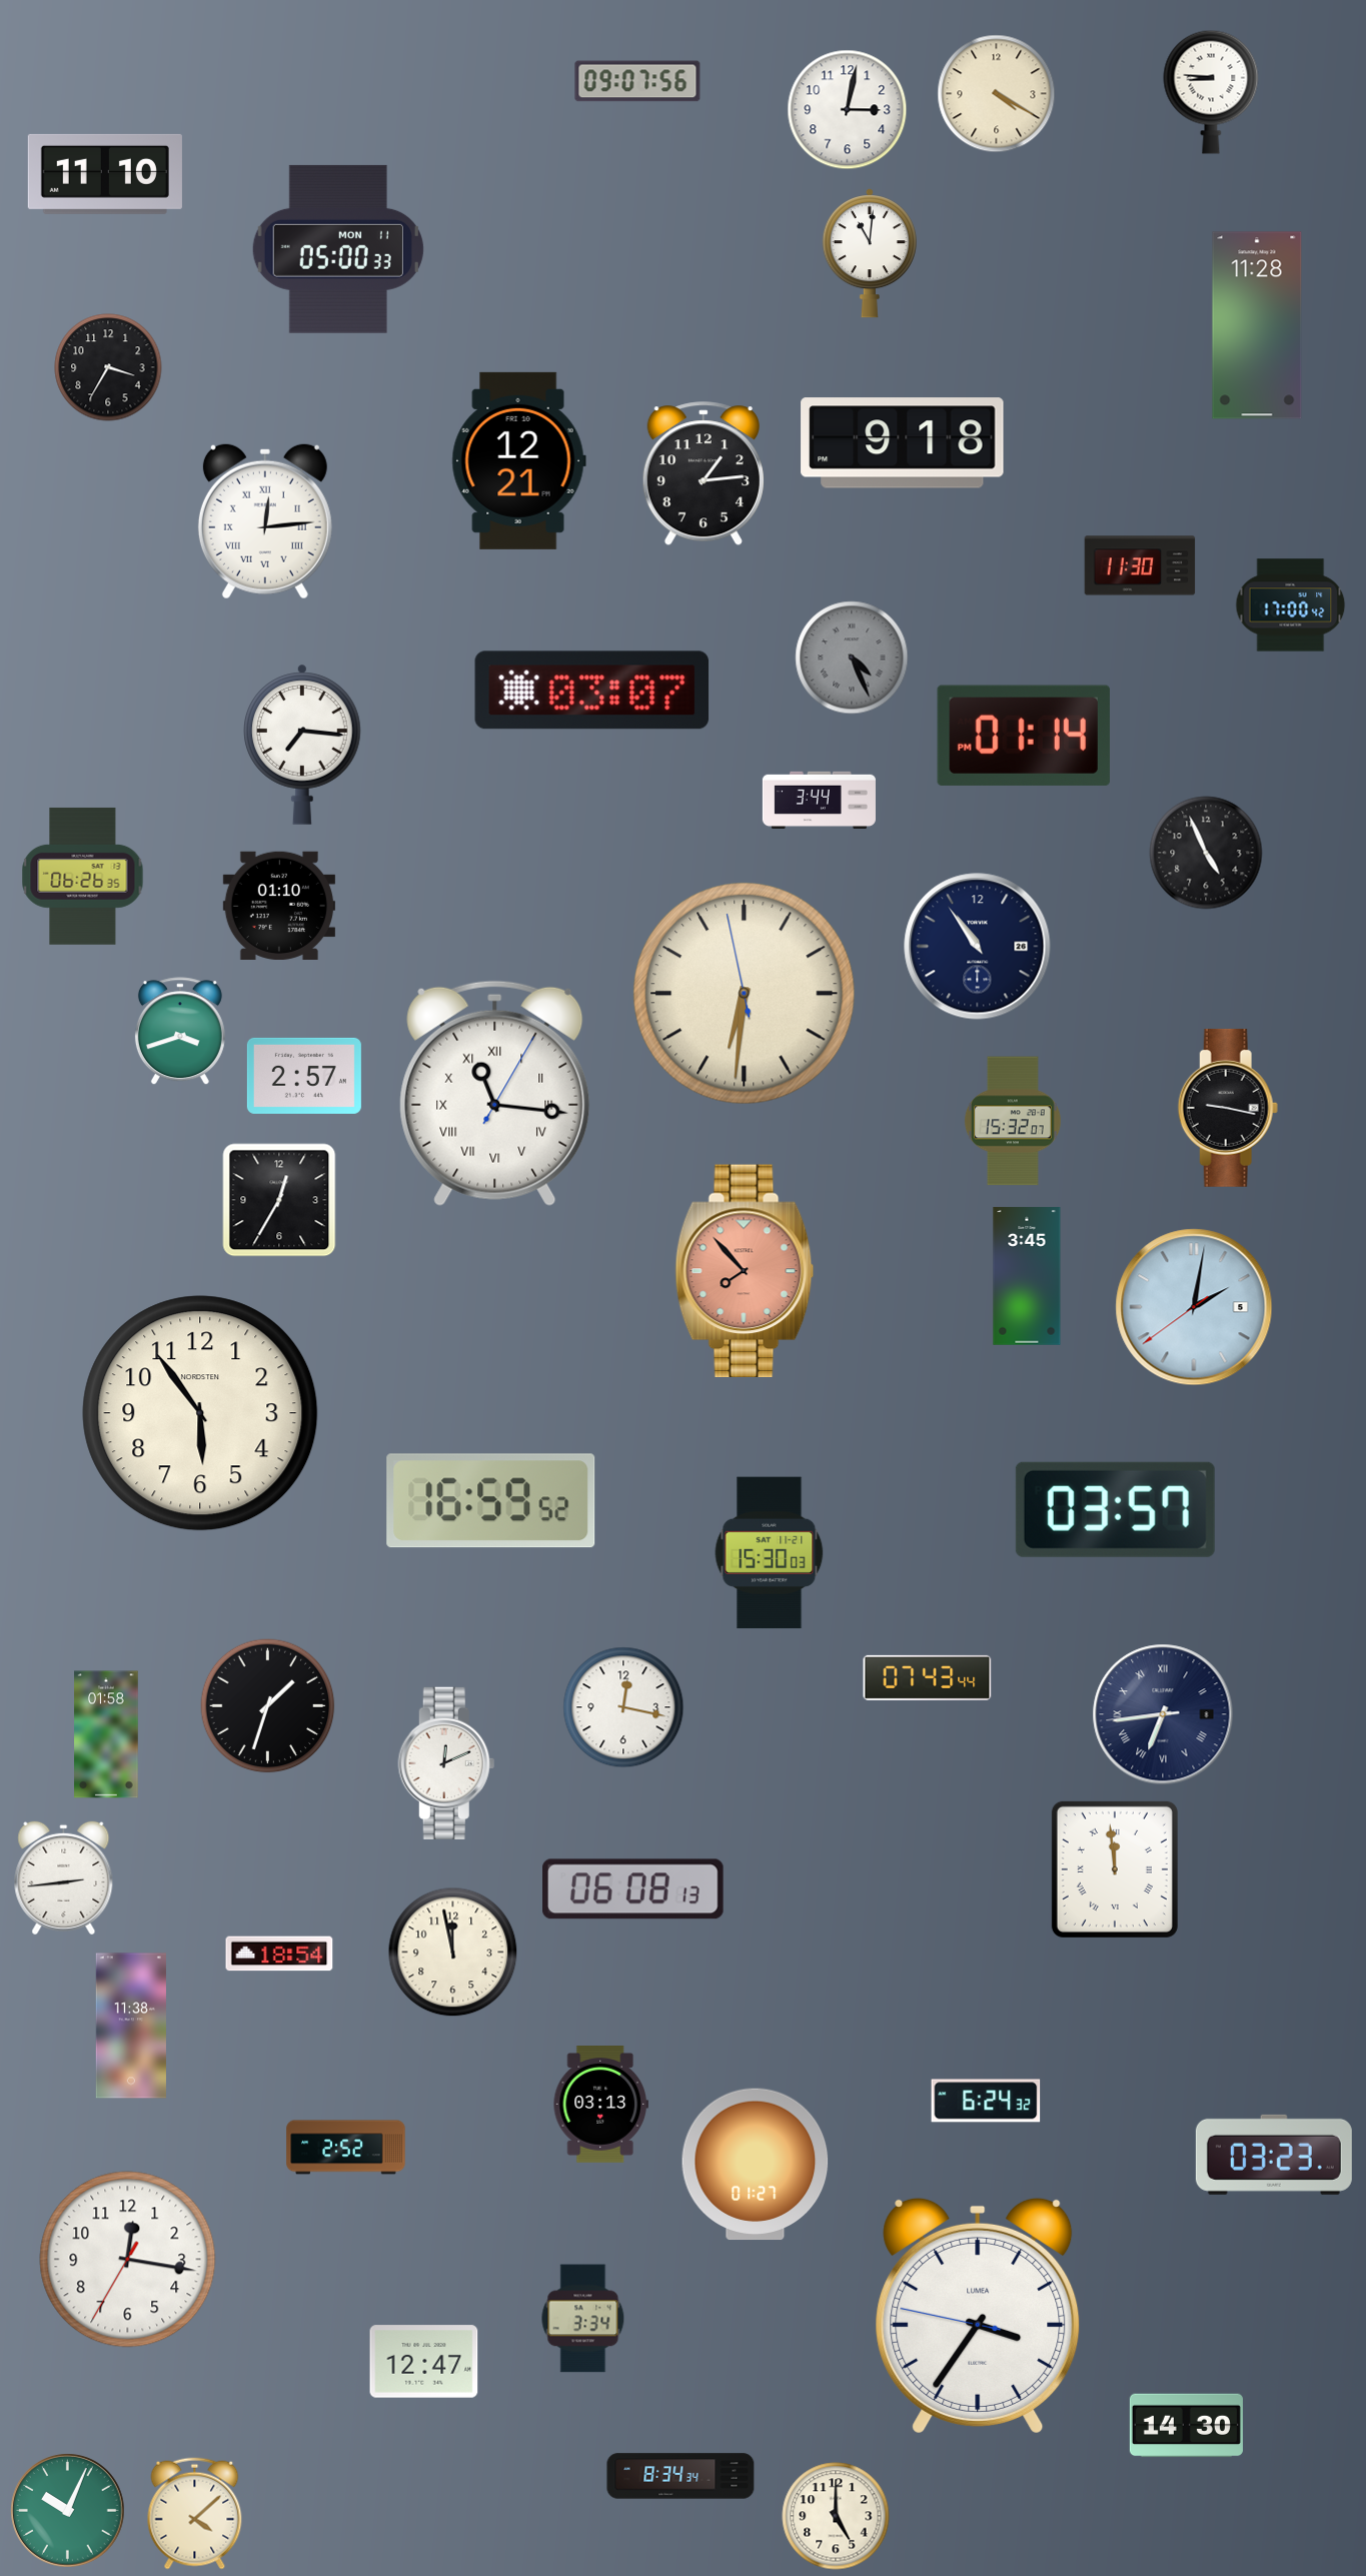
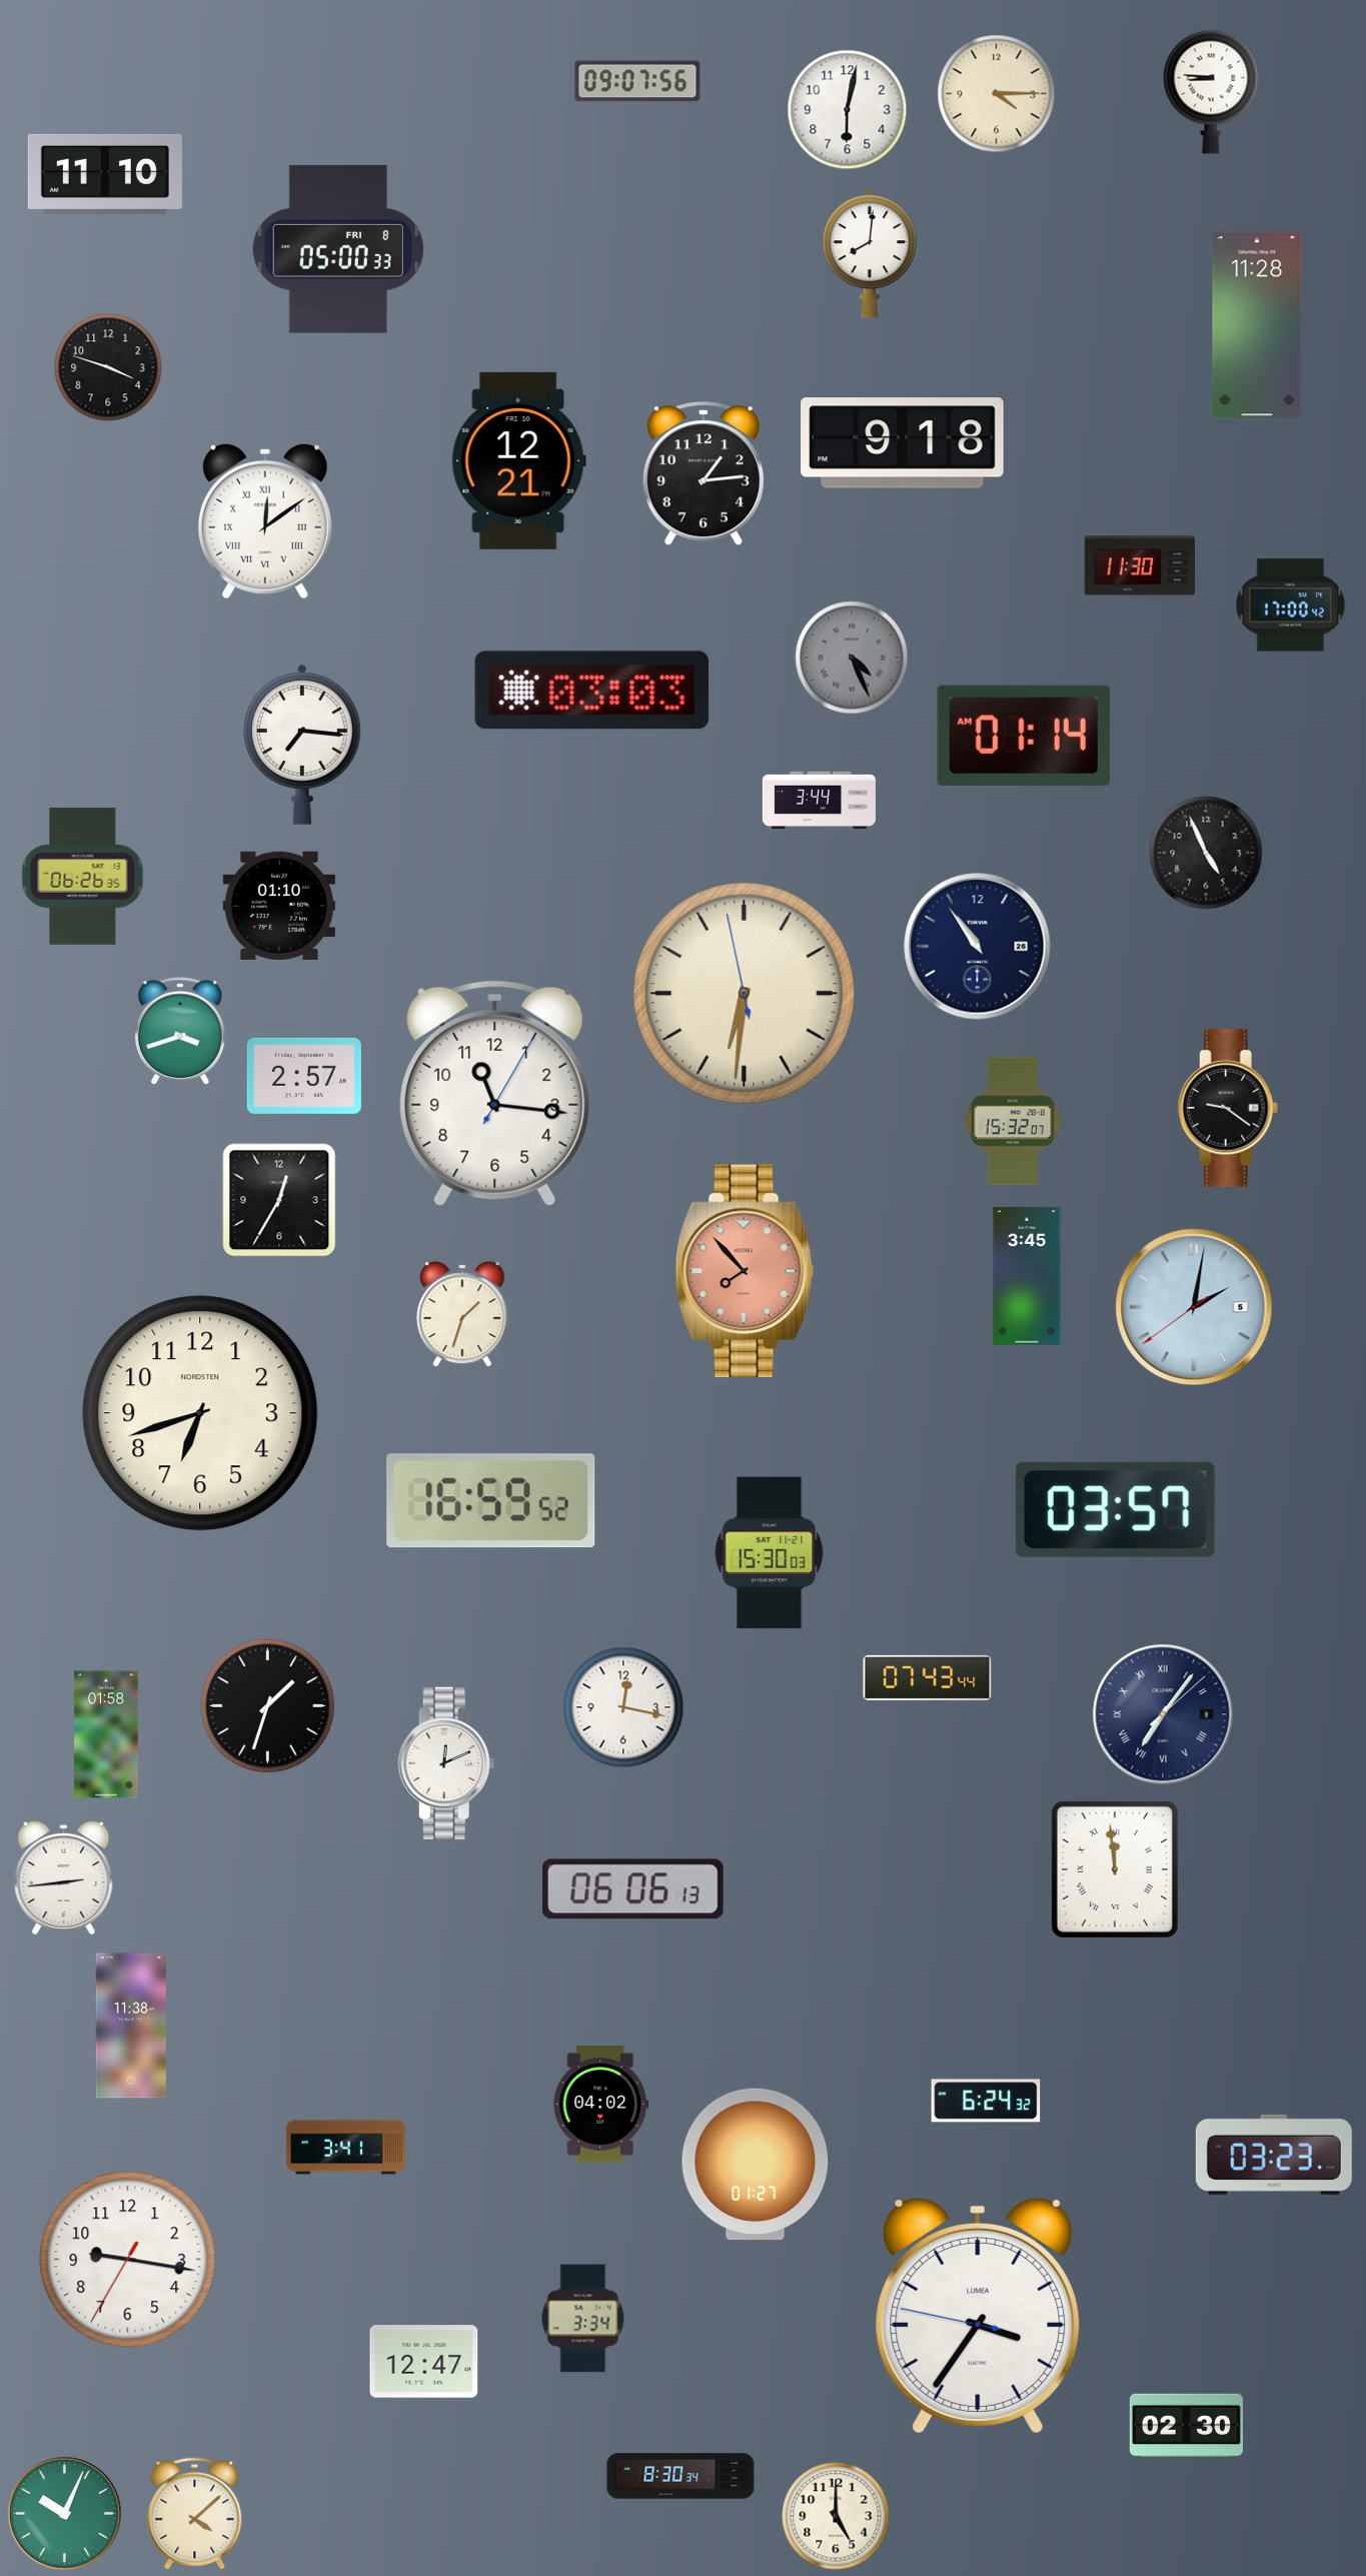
clock at (997, 94): 4:20 -> 4:15
clock at (848, 110): 3:02 -> 6:02
clock at (338, 249) date: MON 11 -> FRI 8
clock at (870, 253): 11:01 -> 8:01
clock at (108, 367): 3:35 -> 3:48
clock at (265, 521): 12:14 -> 12:09
clock at (592, 691): 03:07 -> 03:03
clock at (1024, 736): 01:14 PM -> 01:14 AM
clock at (495, 1093) numerals: Roman -> Arabic
clock at (1228, 1108): 9:17 -> 9:21
clock at (462, 1314): none -> 1:33
clock at (200, 1413): 5:54 -> 6:42
clock at (1163, 1714): 6:43 -> 7:06
clock at (633, 1889): 06:08 -> 06:06
clock at (453, 1953): 11:58 -> none
clock at (279, 1954): 18:54 -> none
clock at (600, 2105): 03:13 -> 04:02
clock at (346, 2148): 2:52 -> 3:41
clock at (128, 2260): 12:16 -> 9:16
clock at (1186, 2426): 14:30 -> 02:30
clock at (680, 2476): 8:34 -> 8:30
clock at (68, 2511) position: (68, 2511) -> (65, 2514)
